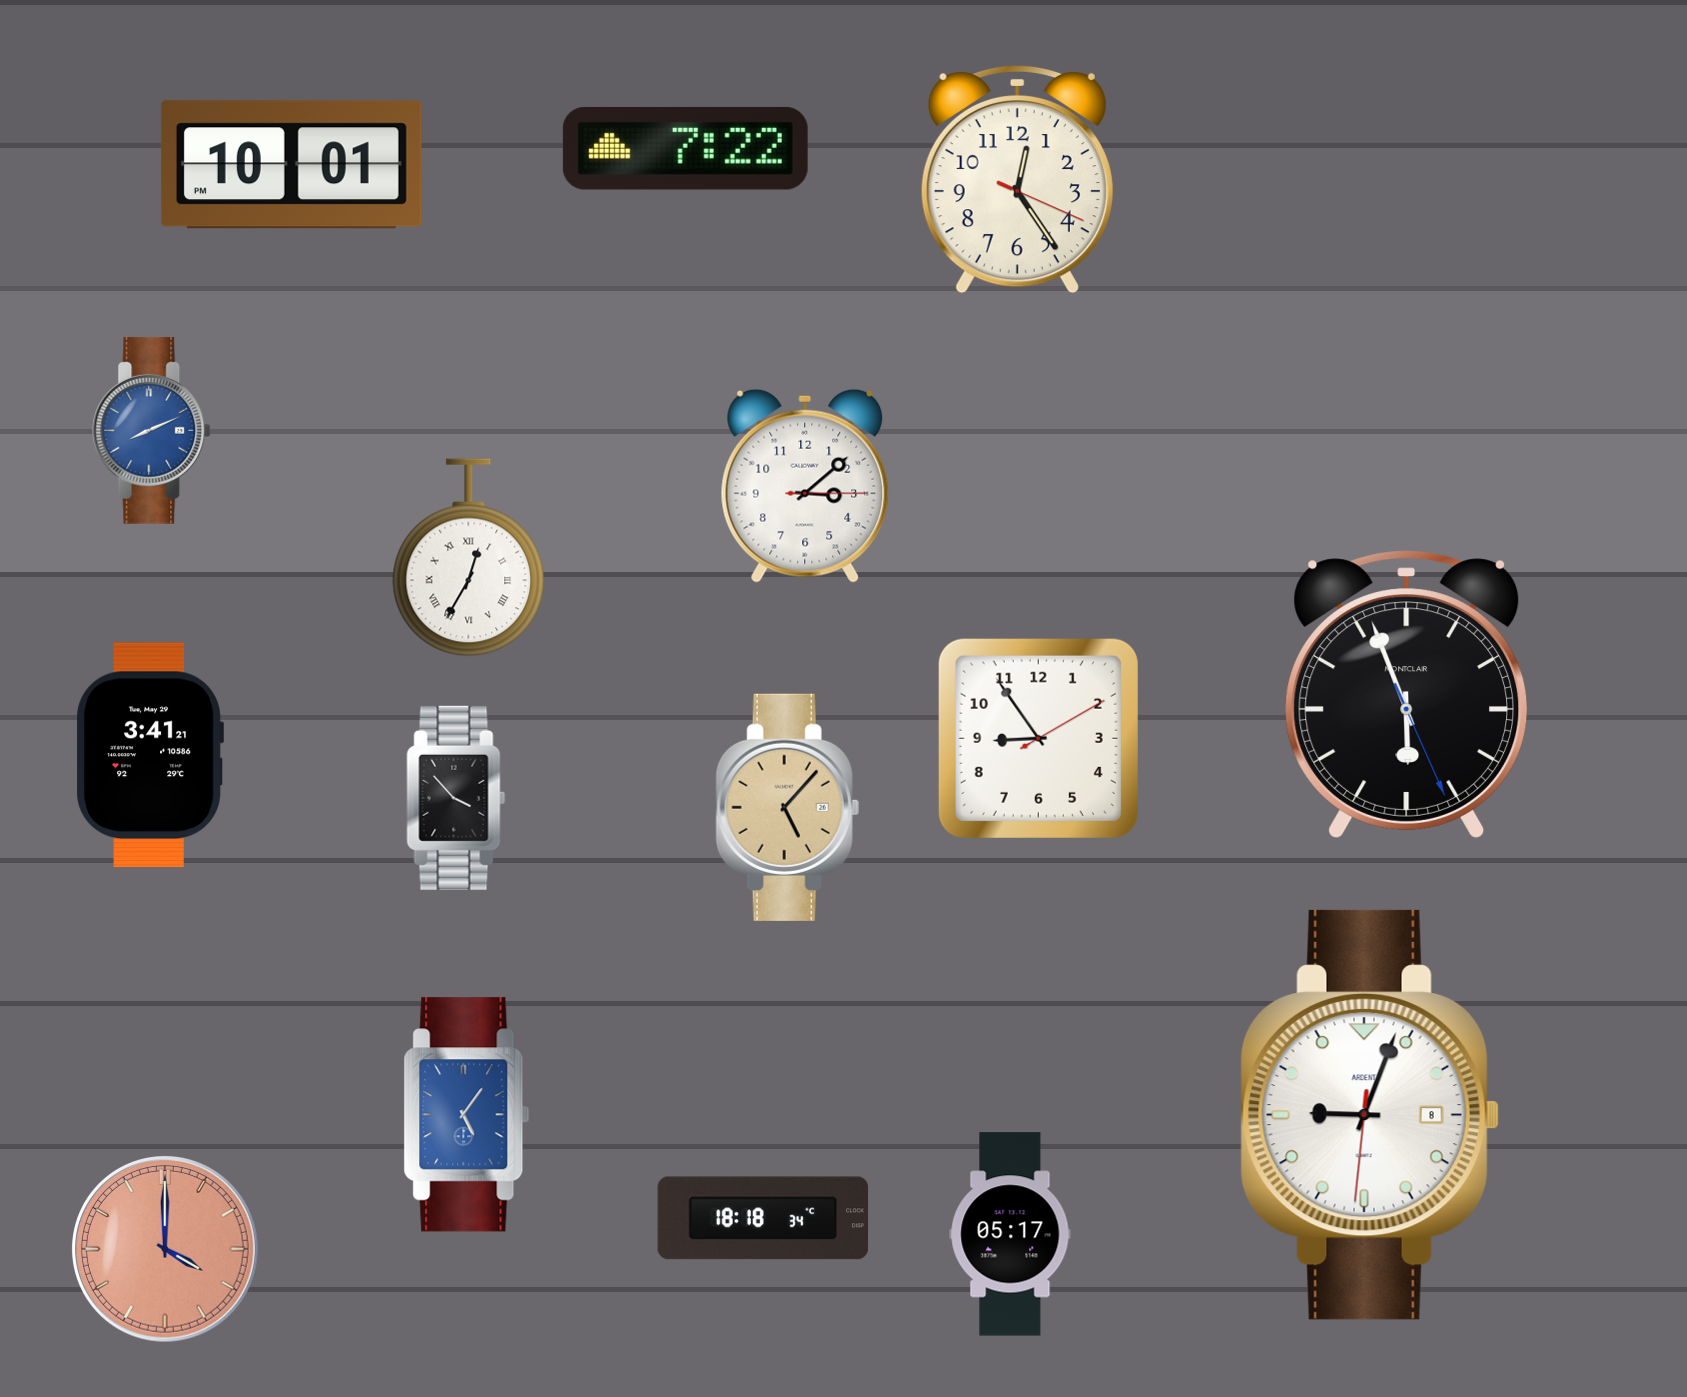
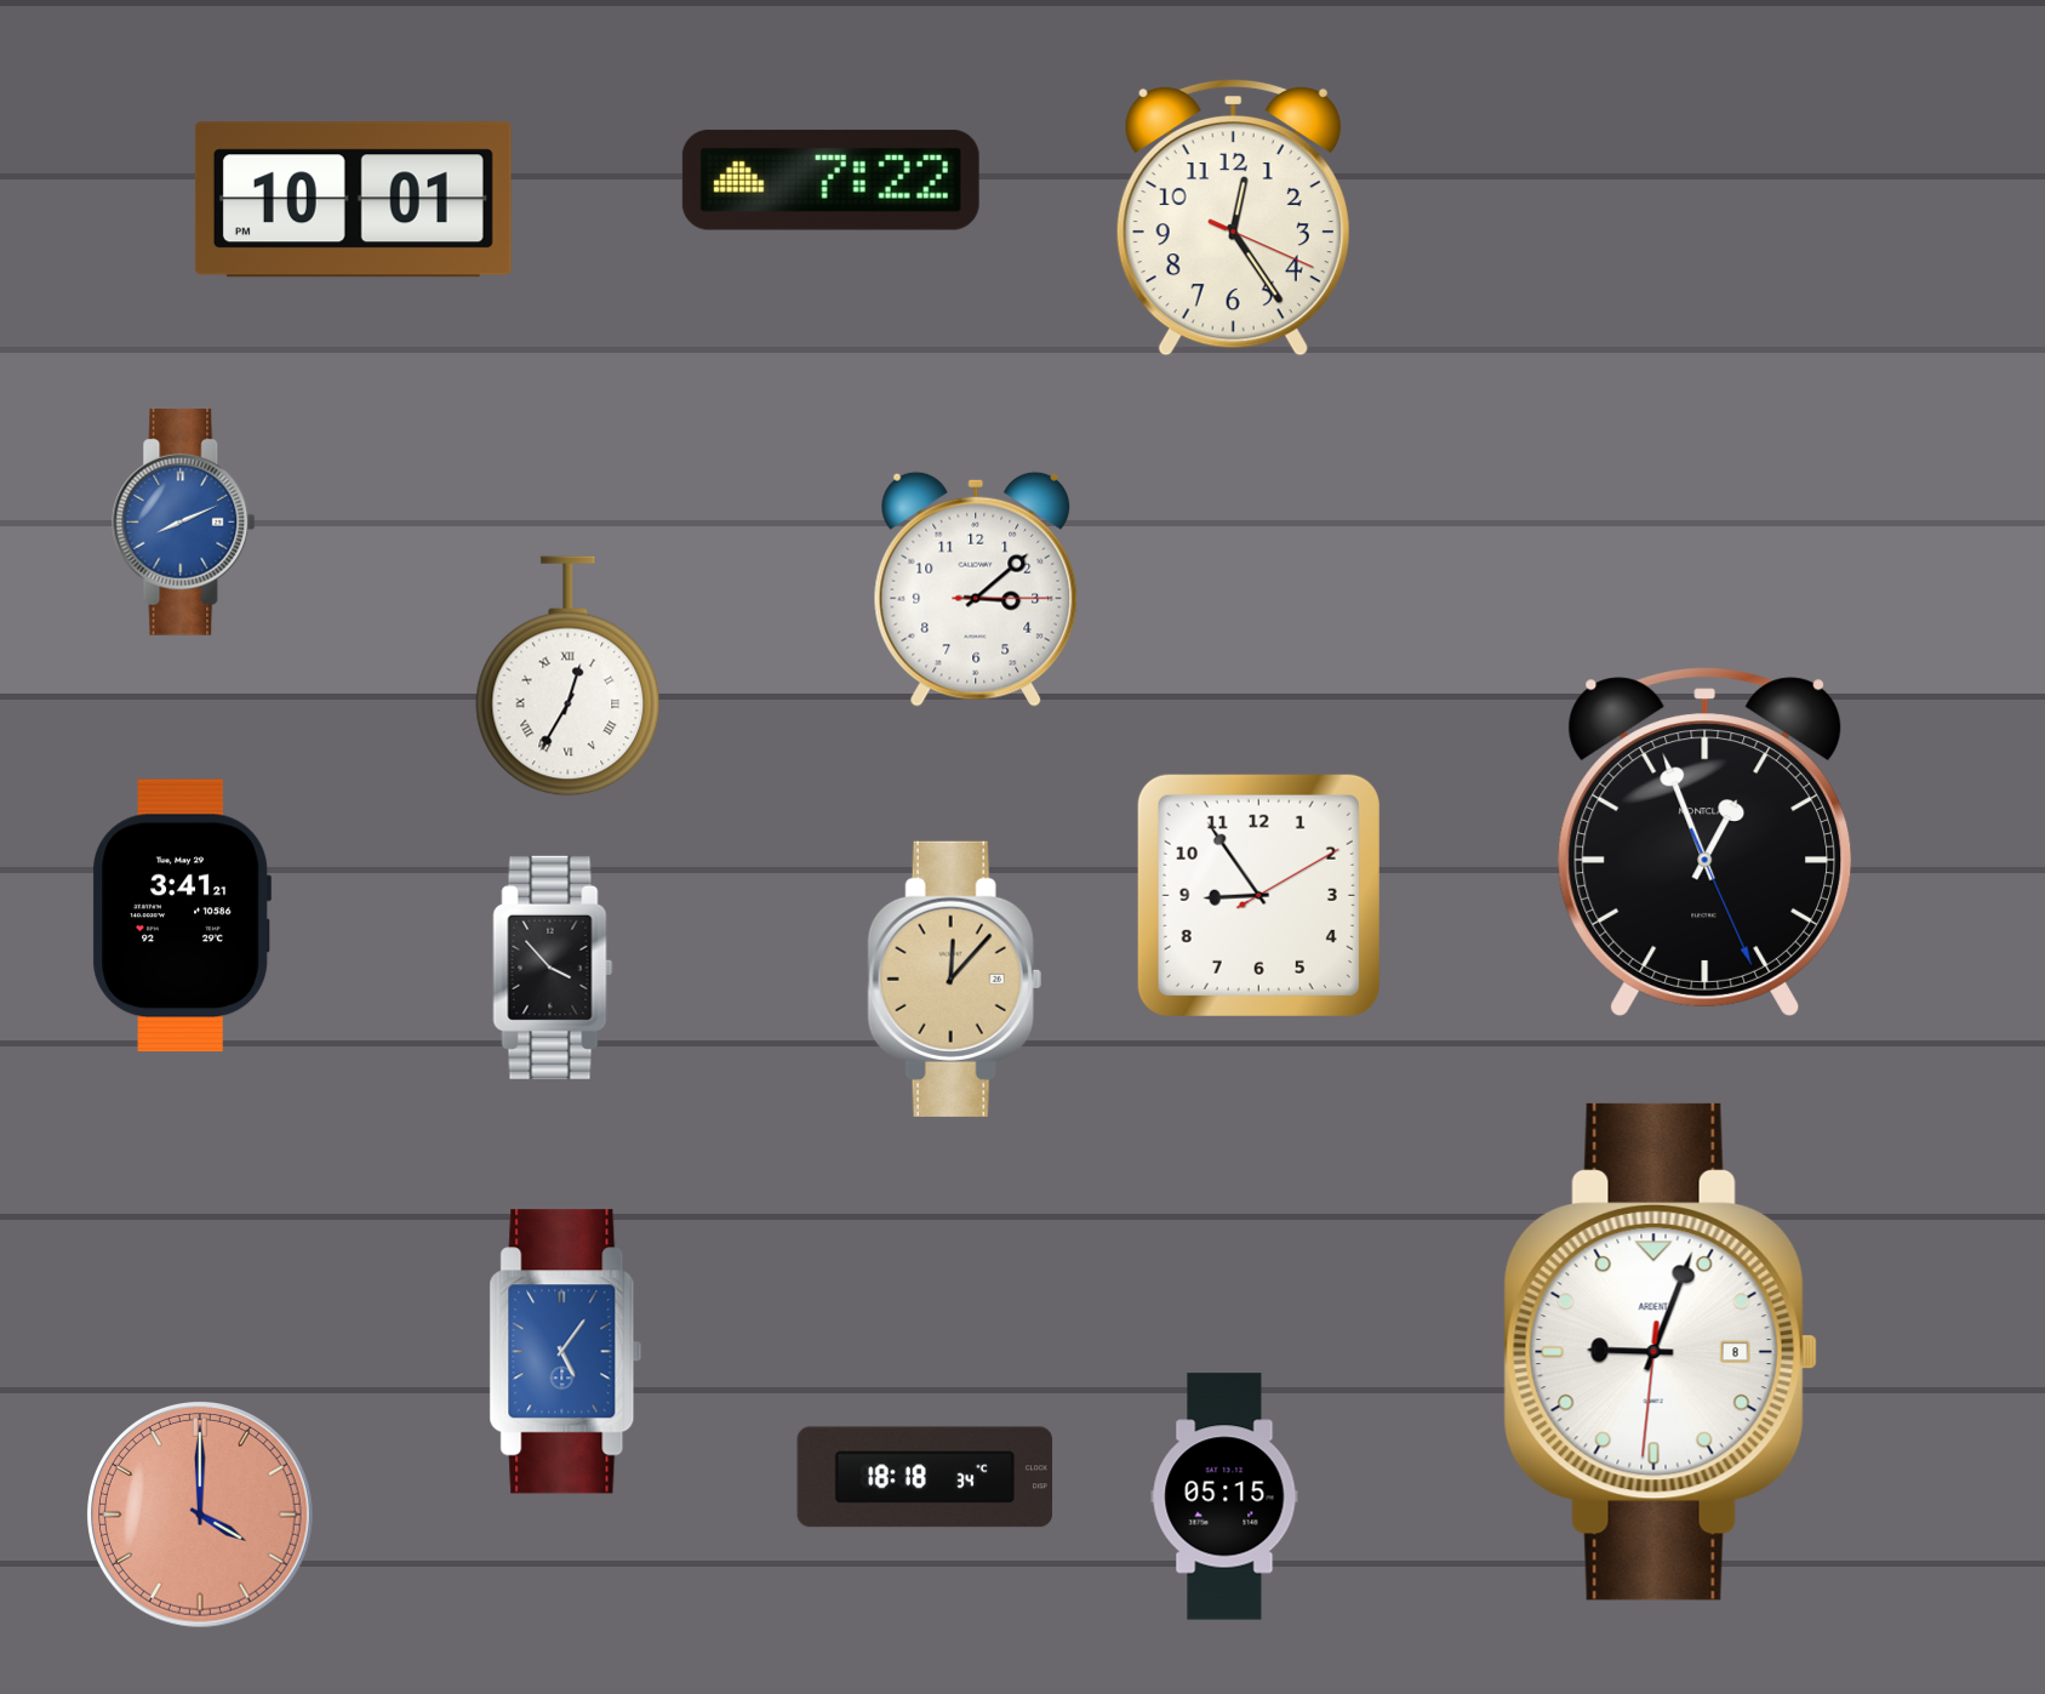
clock at (1407, 694): 5:56 -> 12:56
clock at (787, 807): 5:07 -> 12:07
clock at (1010, 1234): 05:17 -> 05:15
